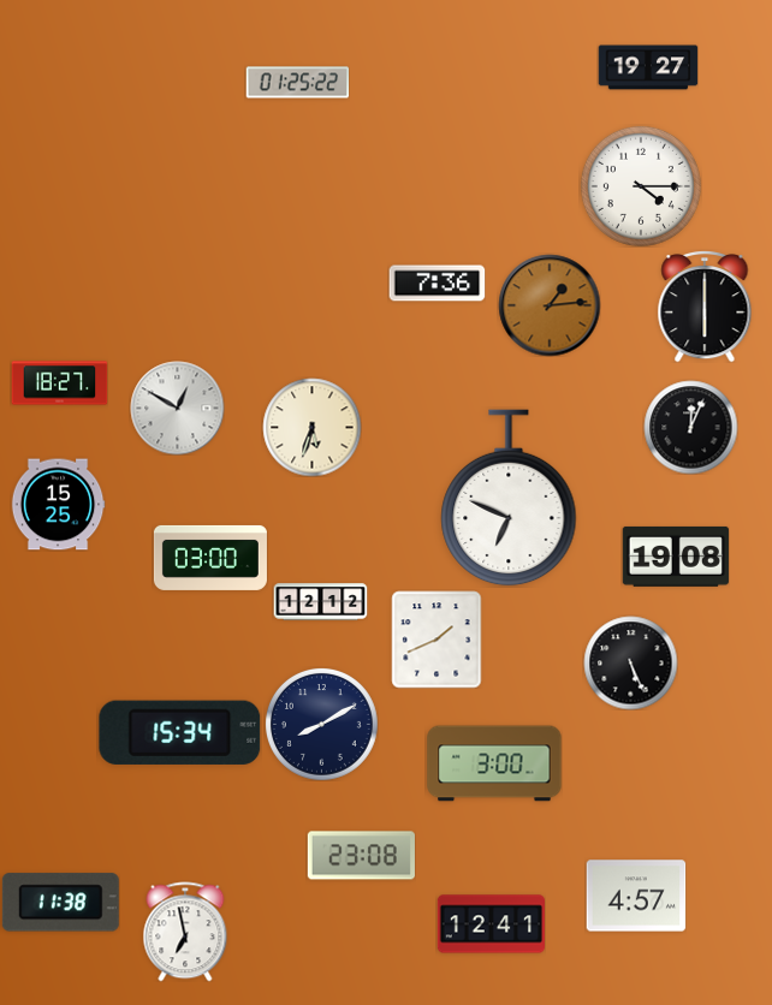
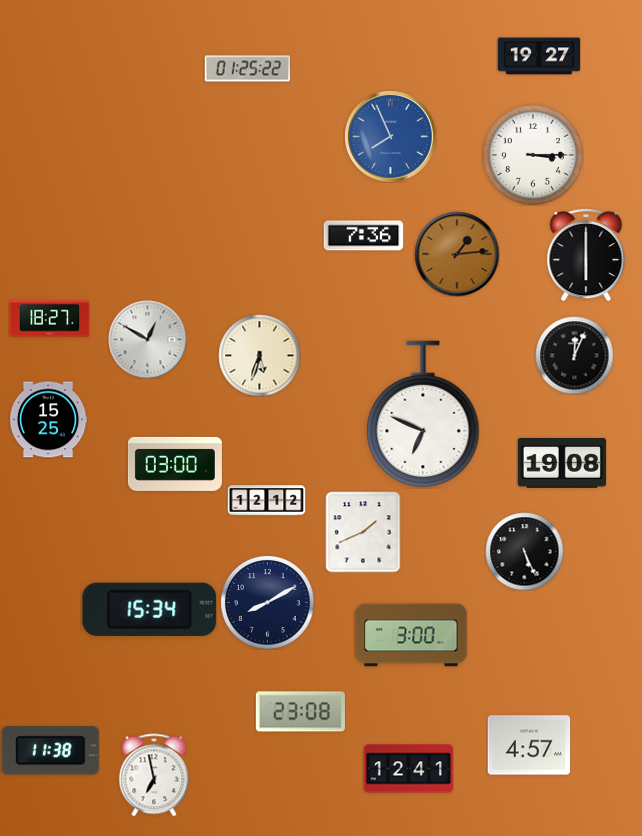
clock at (391, 137): none -> 7:56
clock at (641, 186): 4:15 -> 3:15
